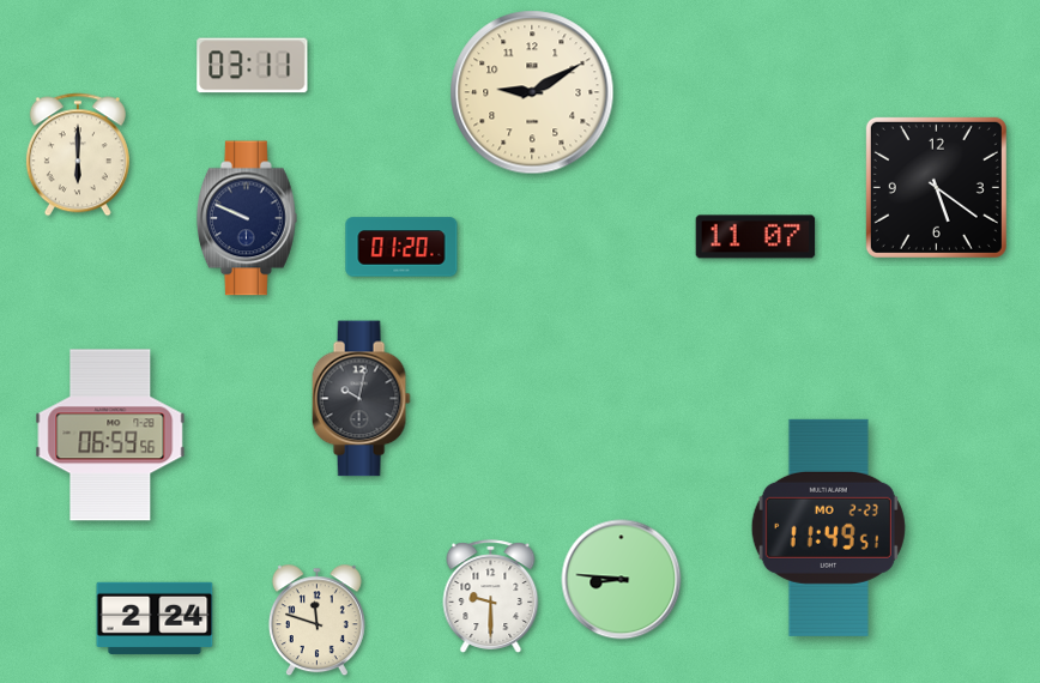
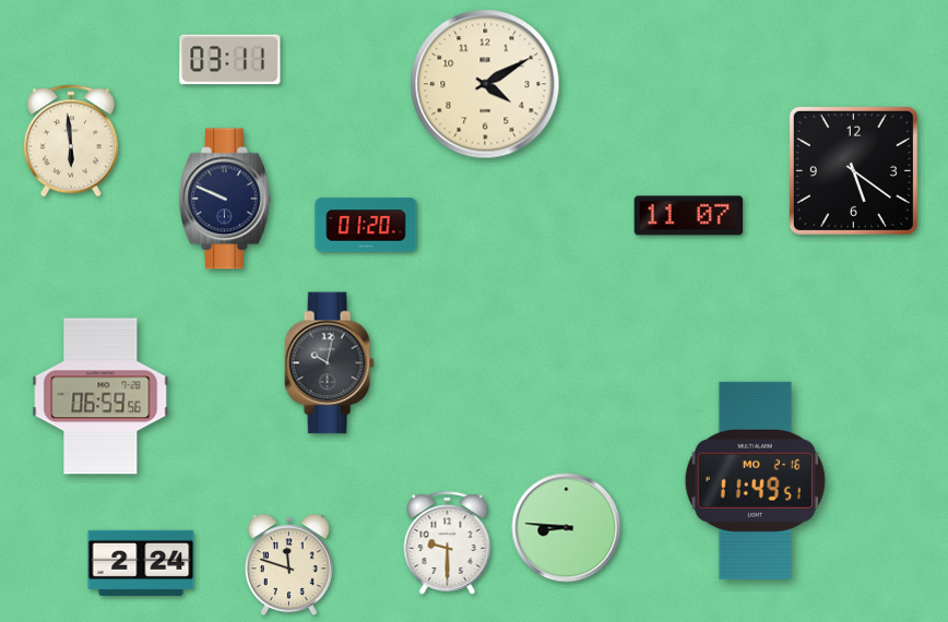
clock at (532, 92): 9:10 -> 4:10
clock at (78, 155): 6:00 -> 5:59
clock at (828, 527) date: MO 2-23 -> MO 2-16
